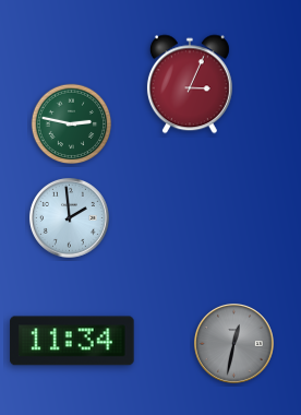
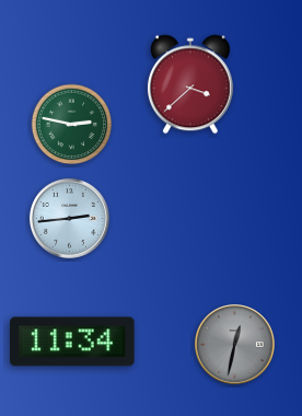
clock at (190, 84): 3:04 -> 3:38
clock at (69, 217): 1:59 -> 2:44
